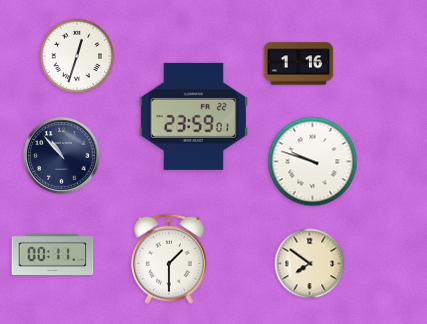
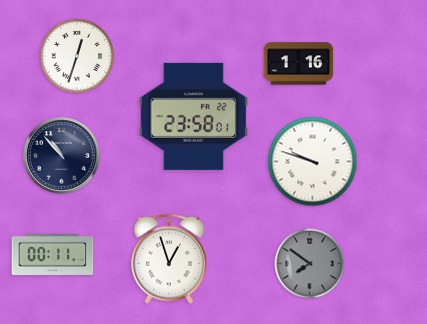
clock at (193, 116): 23:59 -> 23:58
clock at (170, 259): 1:30 -> 12:57
clock at (310, 264) dial: cream -> grey
